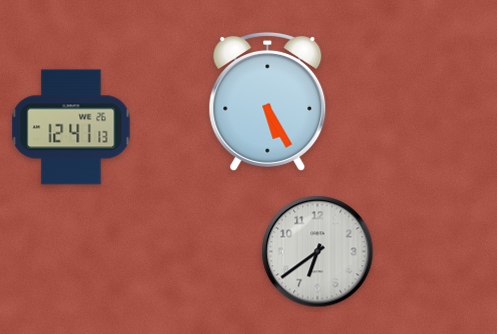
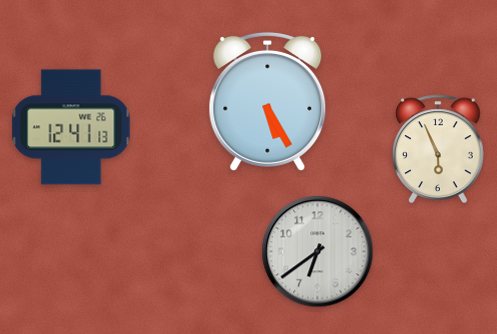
clock at (438, 149): none -> 5:56
